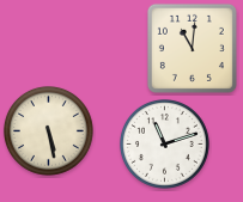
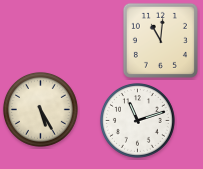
clock at (48, 130): 5:28 -> 5:25
